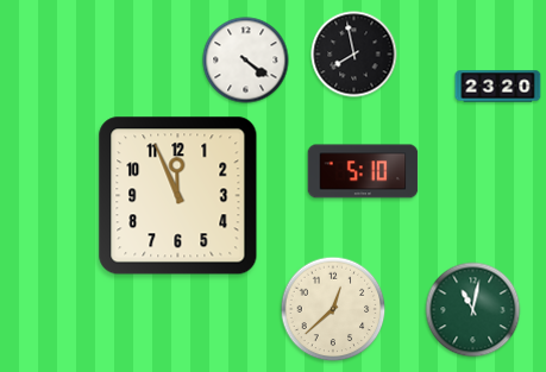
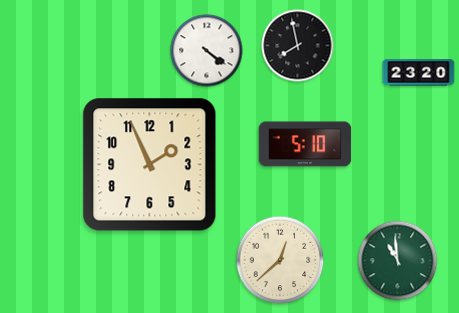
clock at (178, 196): 11:56 -> 1:56
clock at (473, 310): 11:02 -> 10:59
